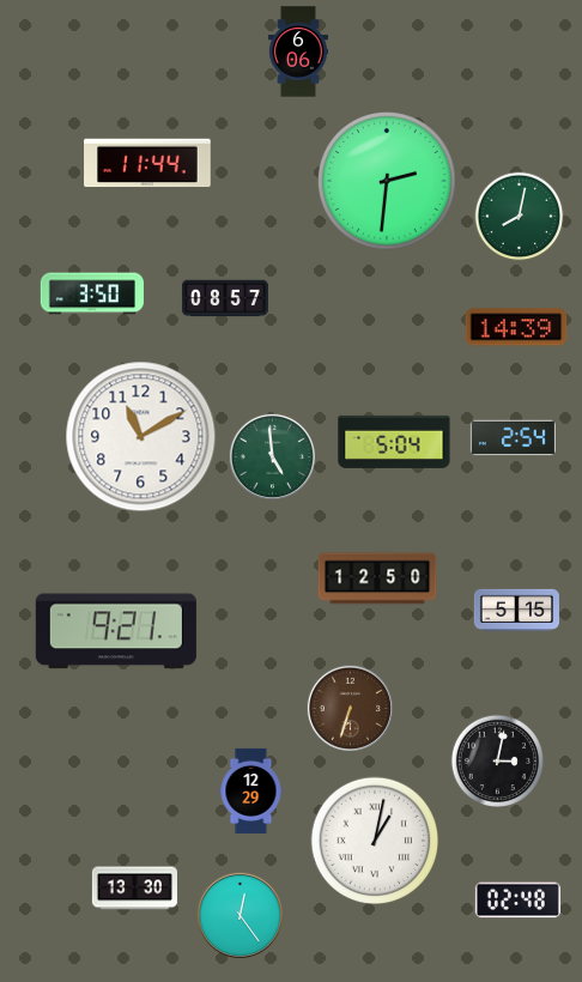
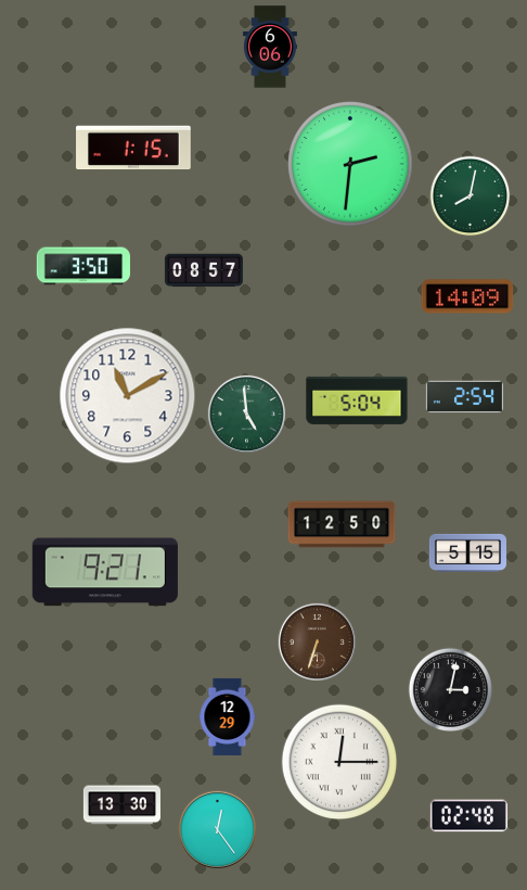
clock at (147, 163): 11:44 -> 1:15
clock at (516, 327): 14:39 -> 14:09
clock at (375, 841): 1:02 -> 12:15
